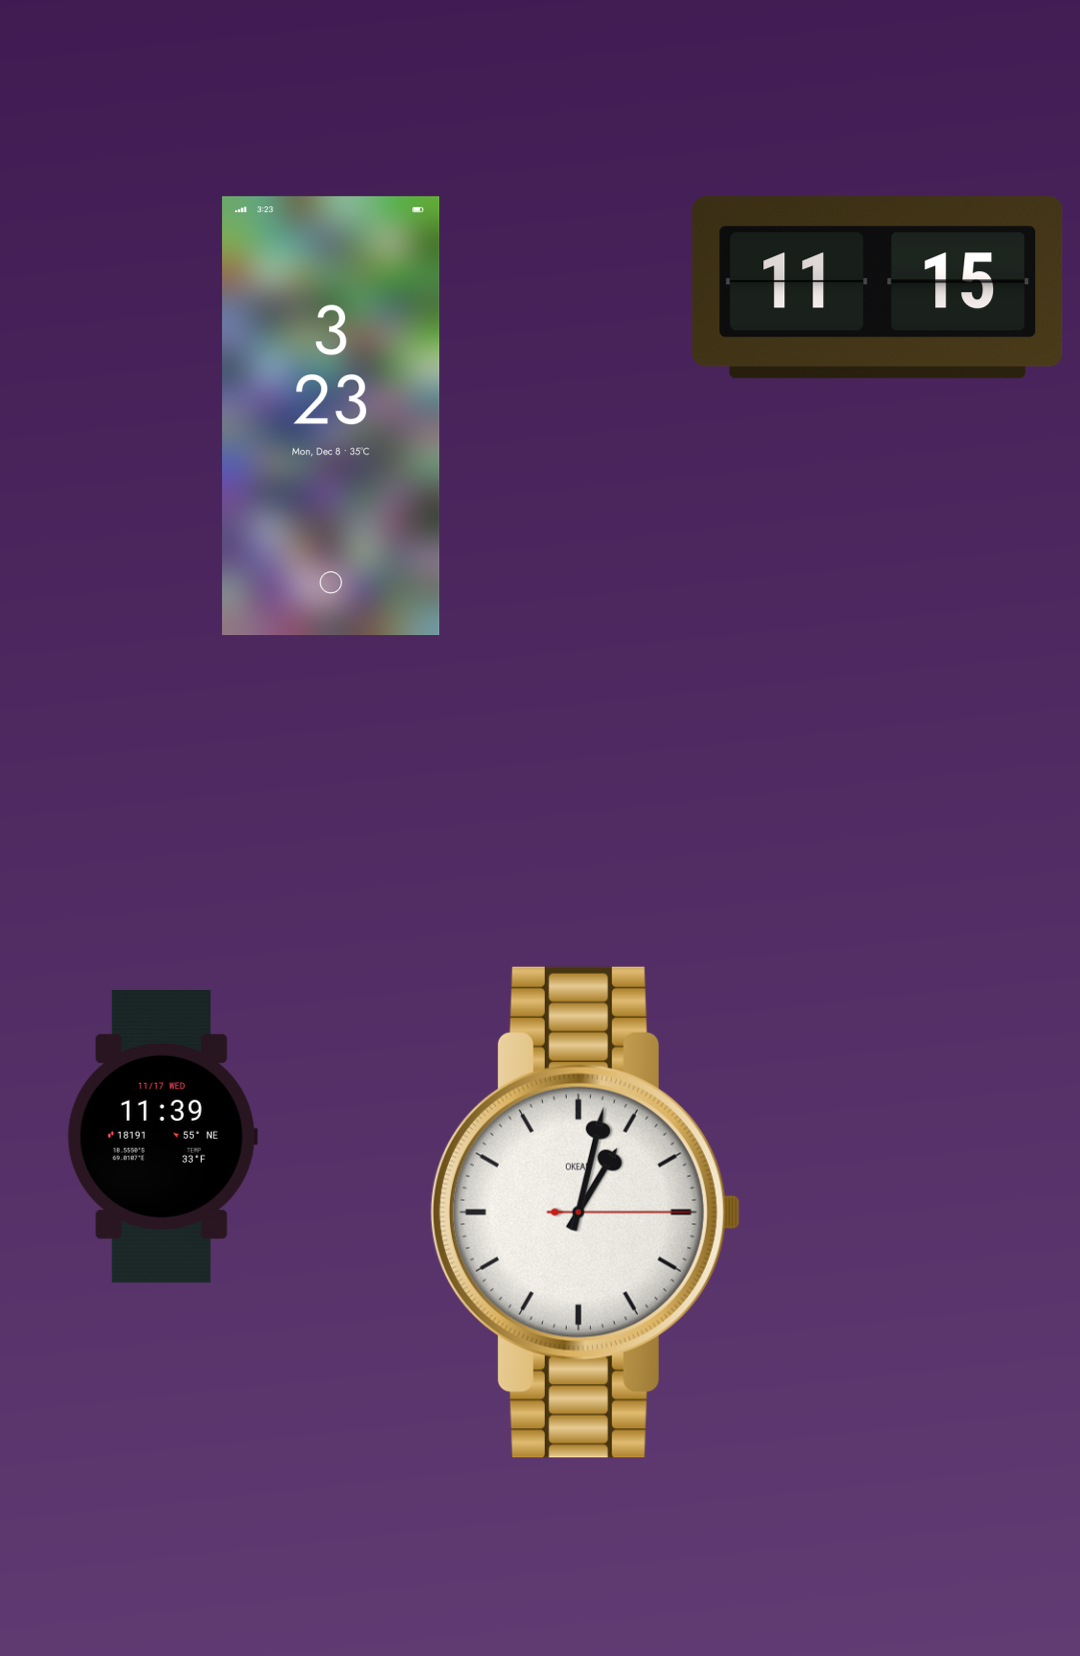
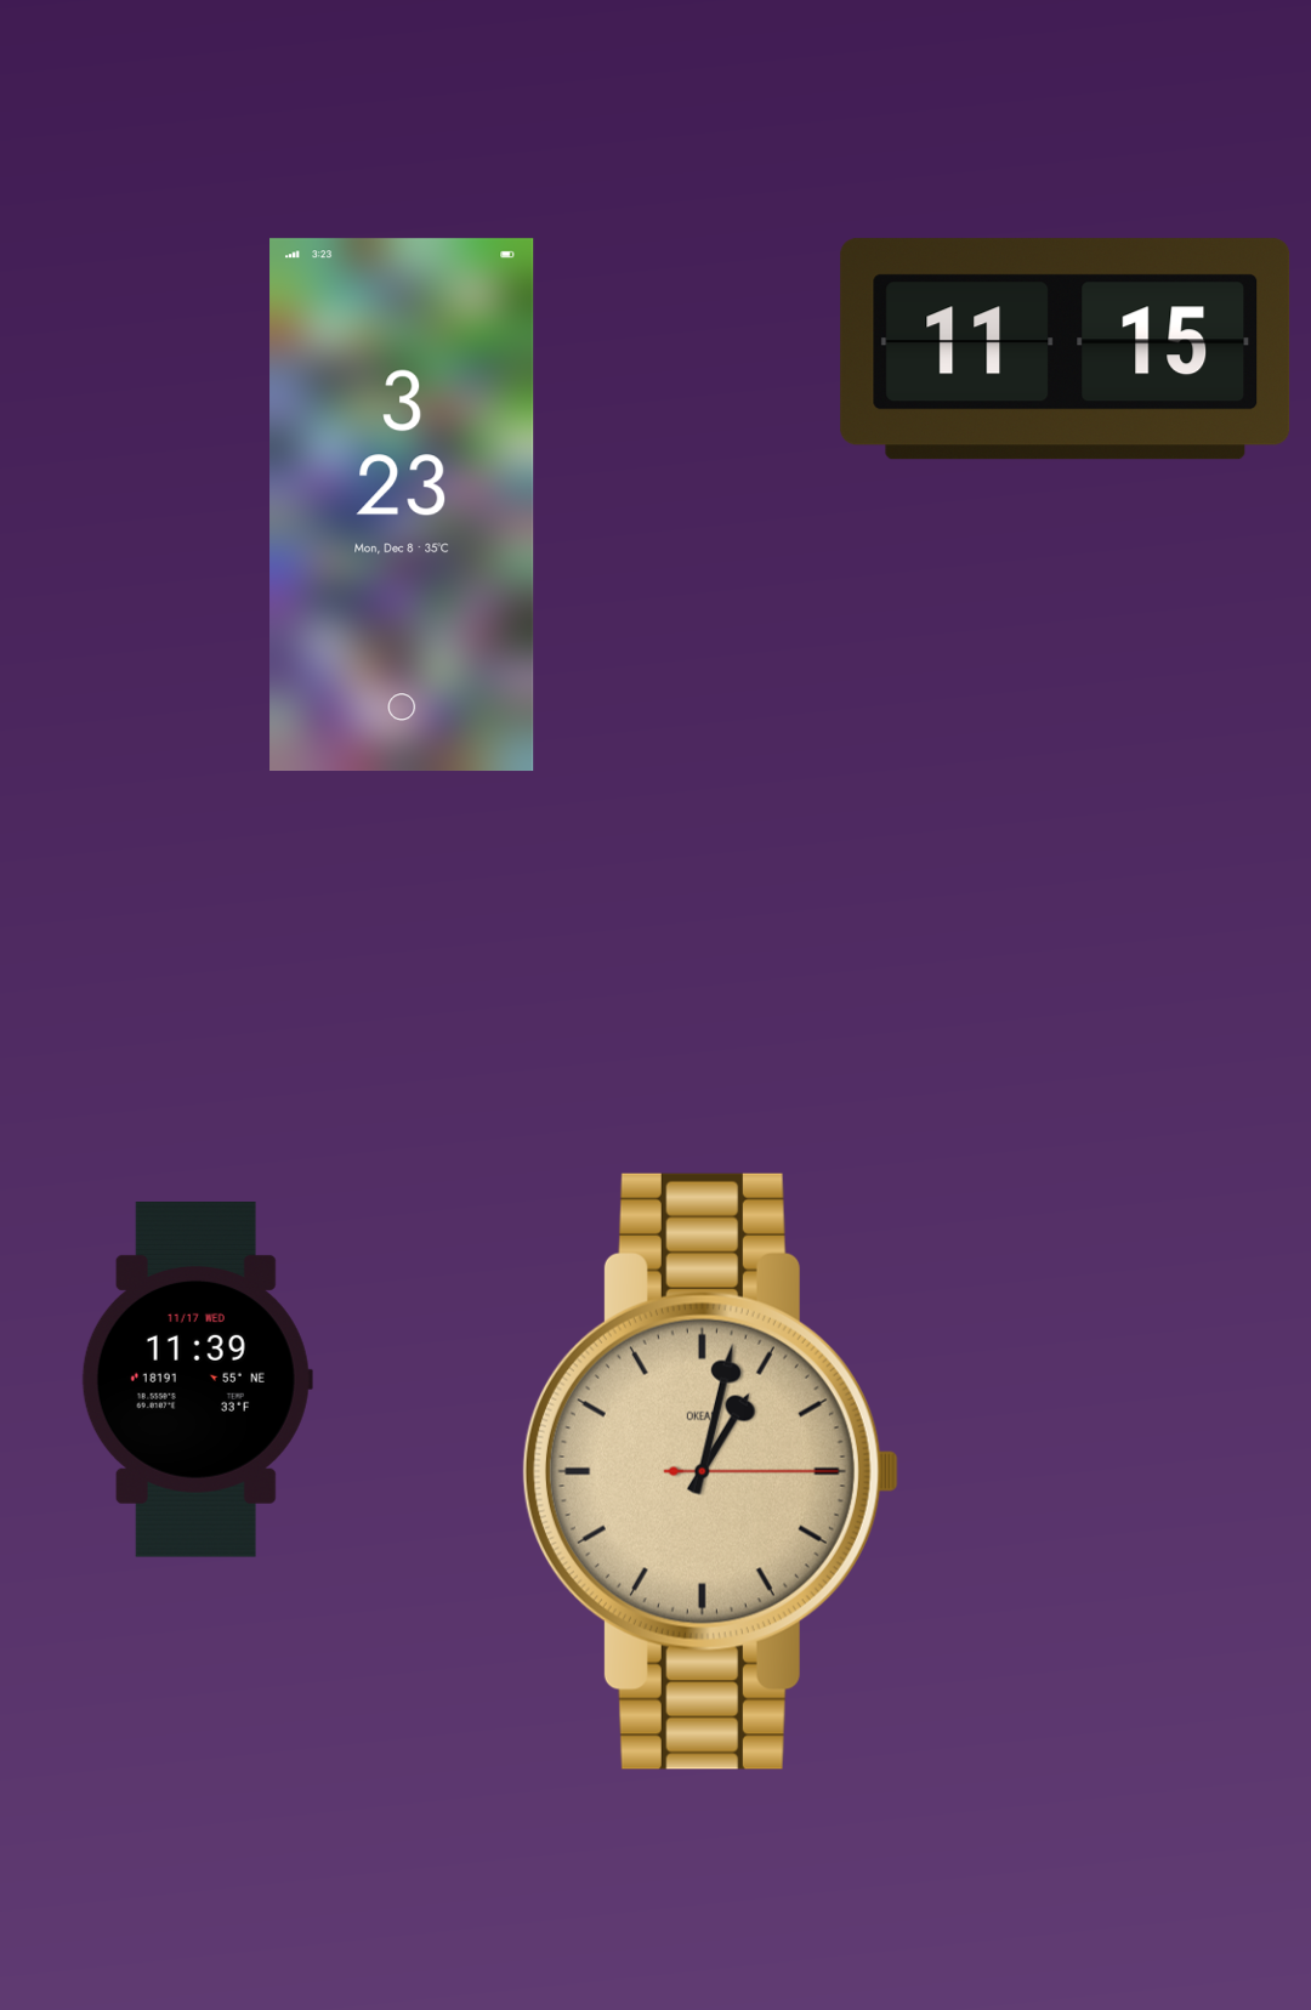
clock at (585, 1212) dial: white -> champagne
